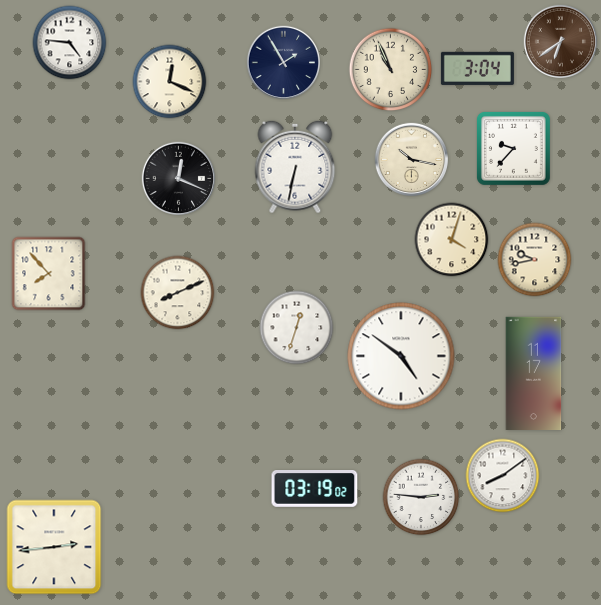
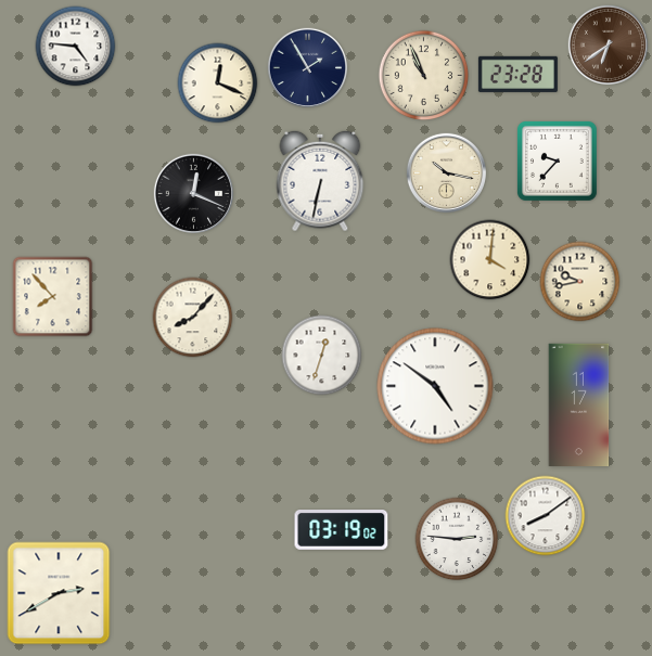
clock at (477, 68): 3:04 -> 23:28
clock at (170, 82) position: (170, 82) -> (218, 83)
clock at (452, 240): 4:03 -> 4:01
clock at (178, 293): 8:11 -> 8:07
clock at (54, 547): 2:44 -> 2:40
